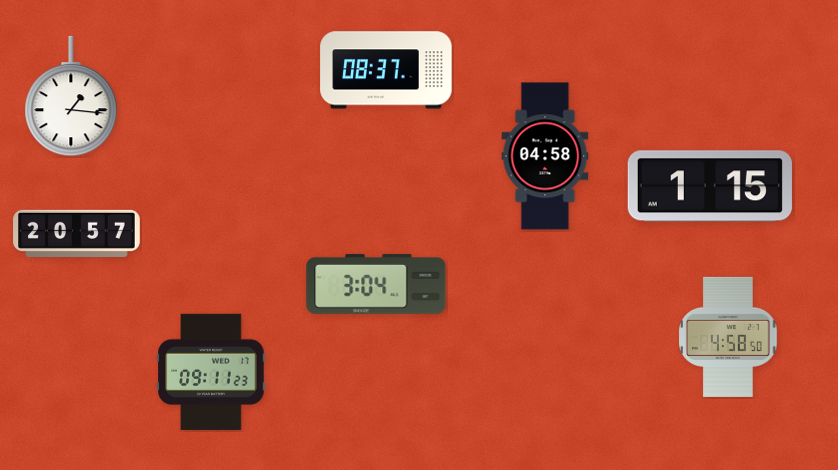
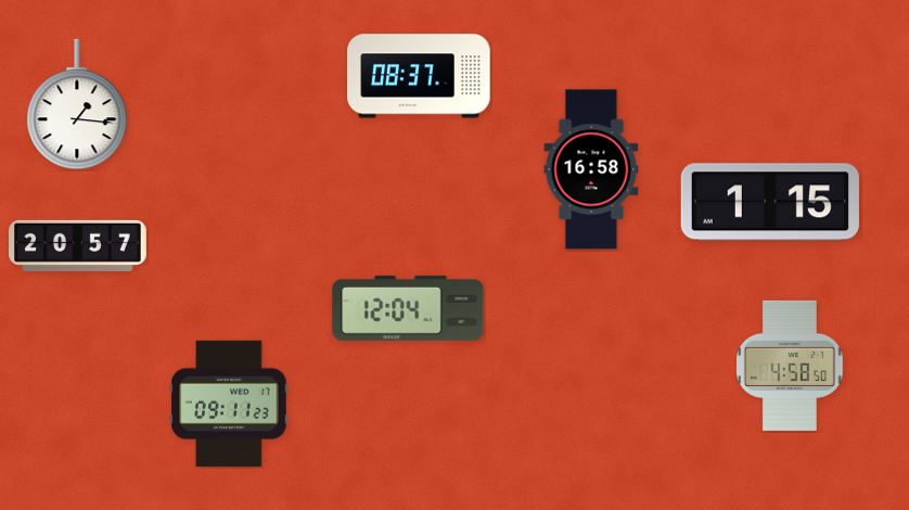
clock at (545, 156): 04:58 -> 16:58
clock at (77, 233) position: (77, 233) -> (78, 245)
clock at (376, 284): 3:04 -> 12:04
